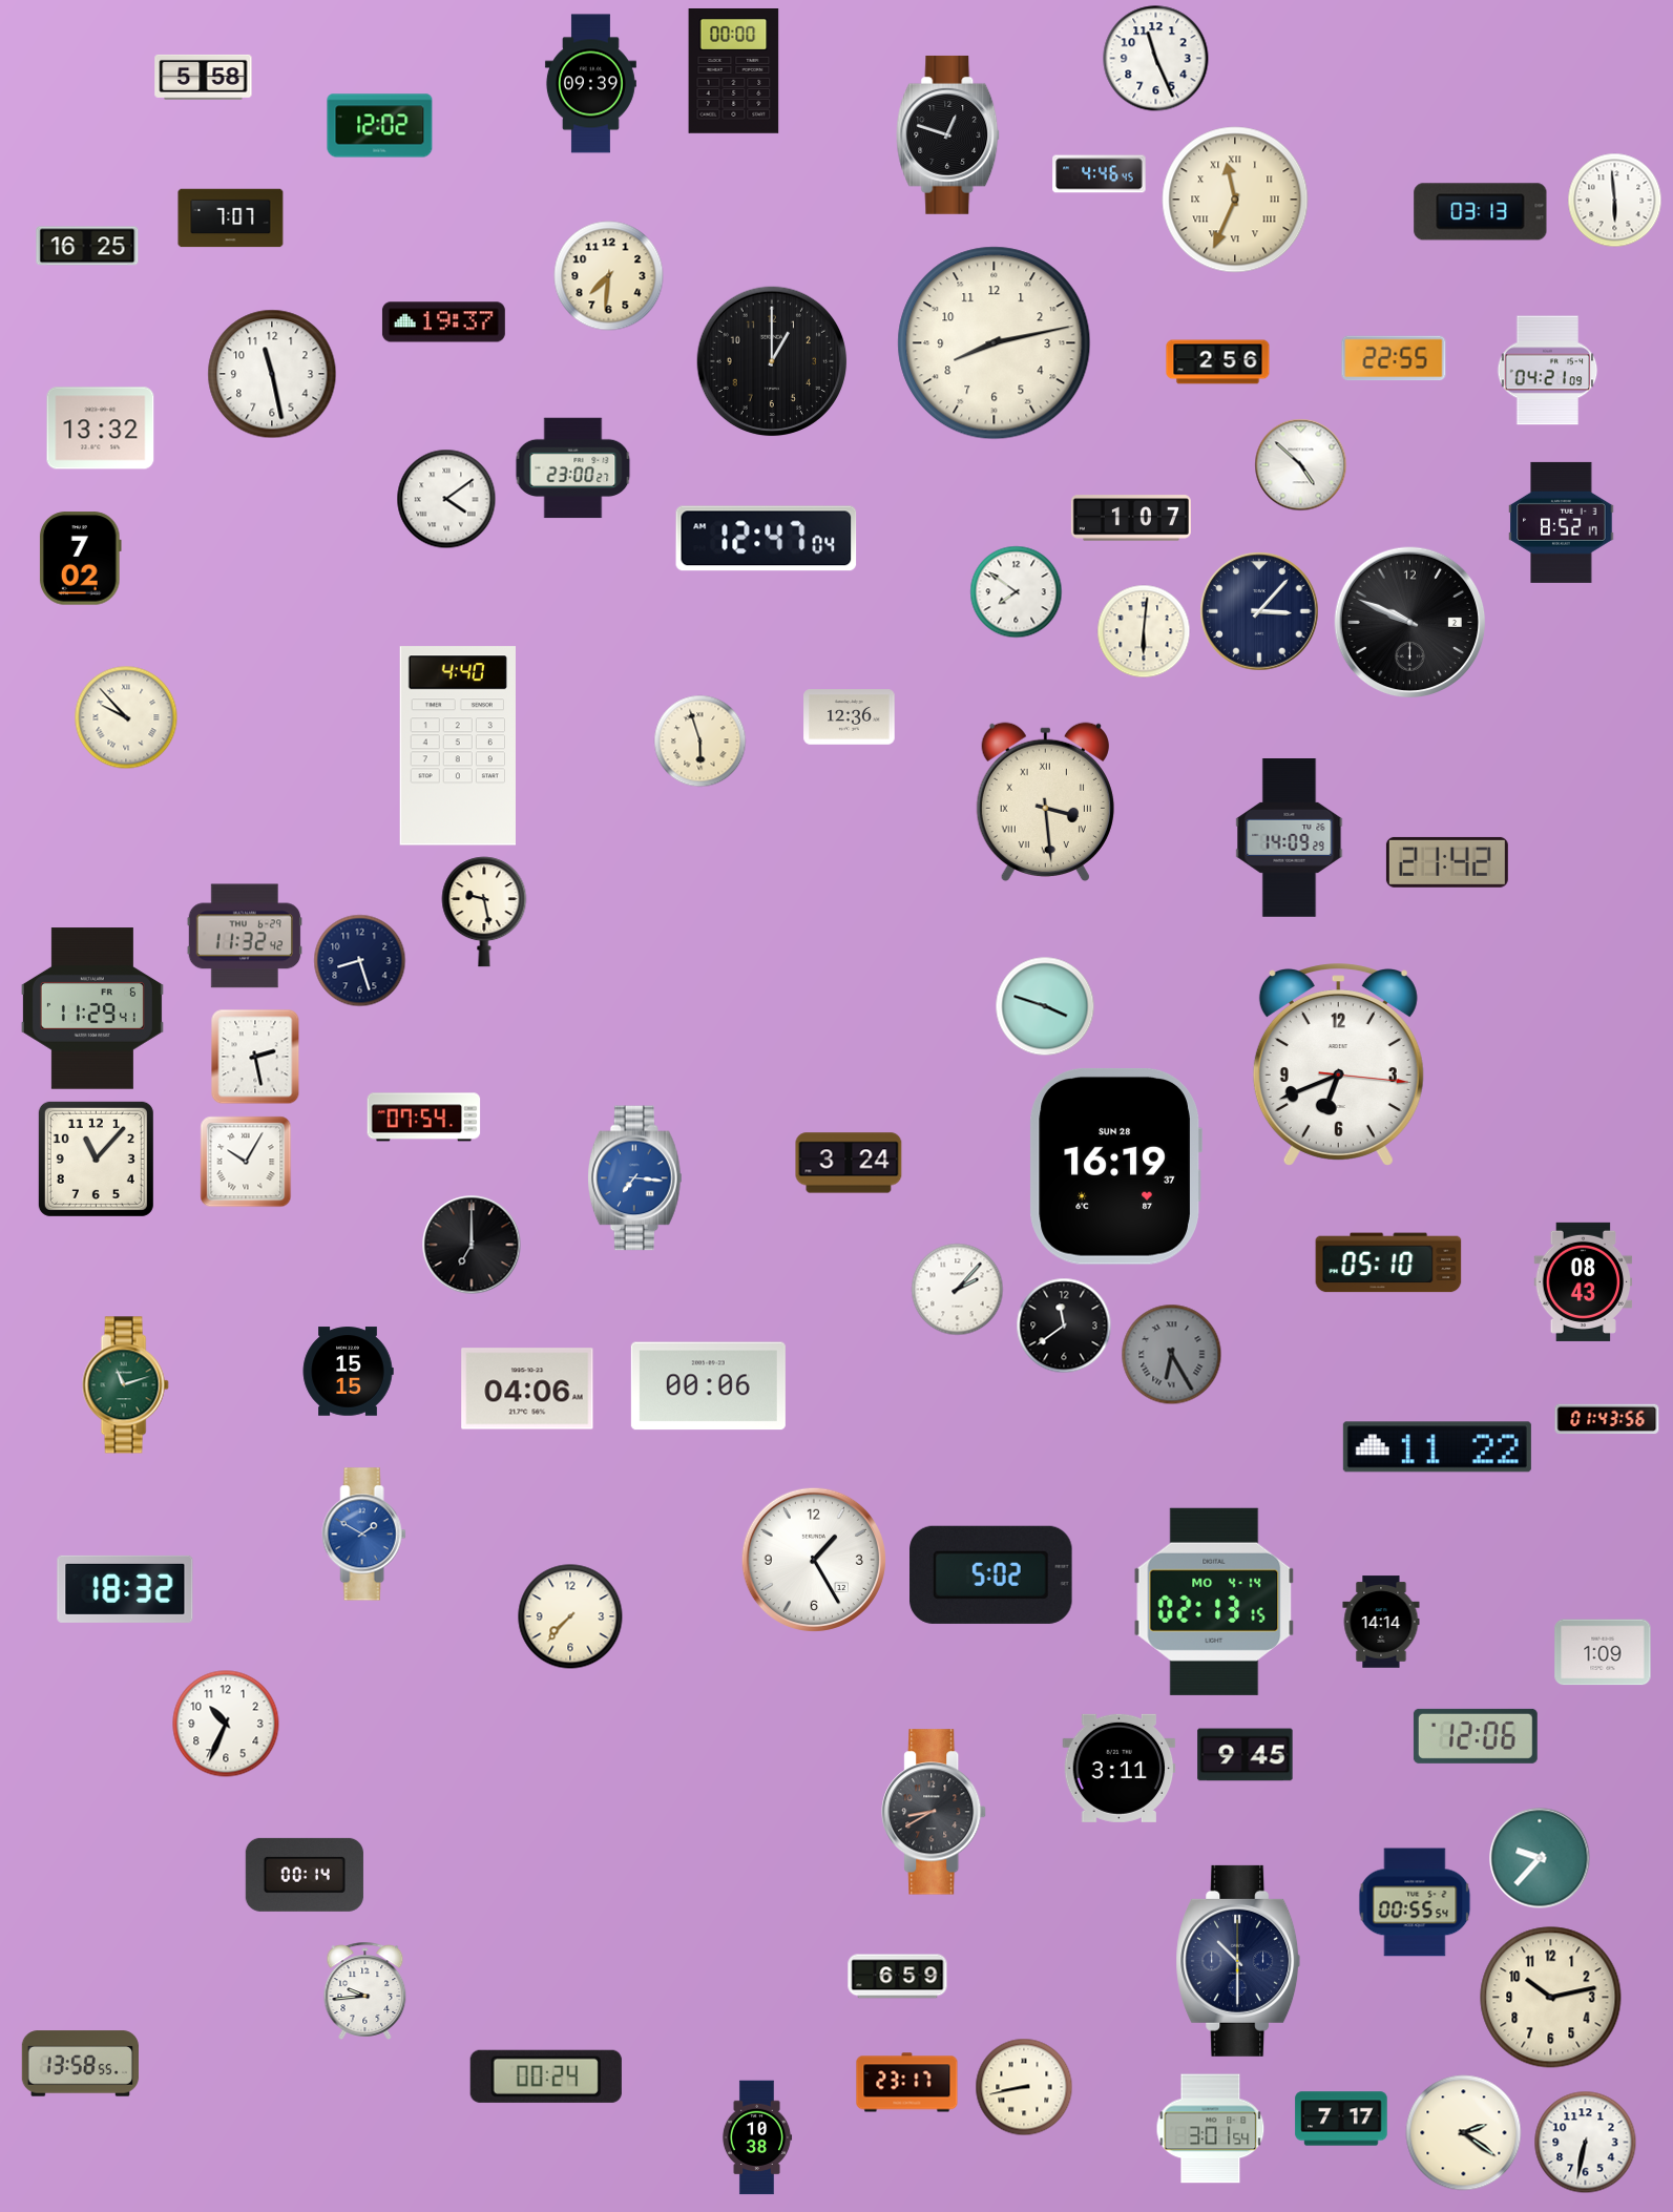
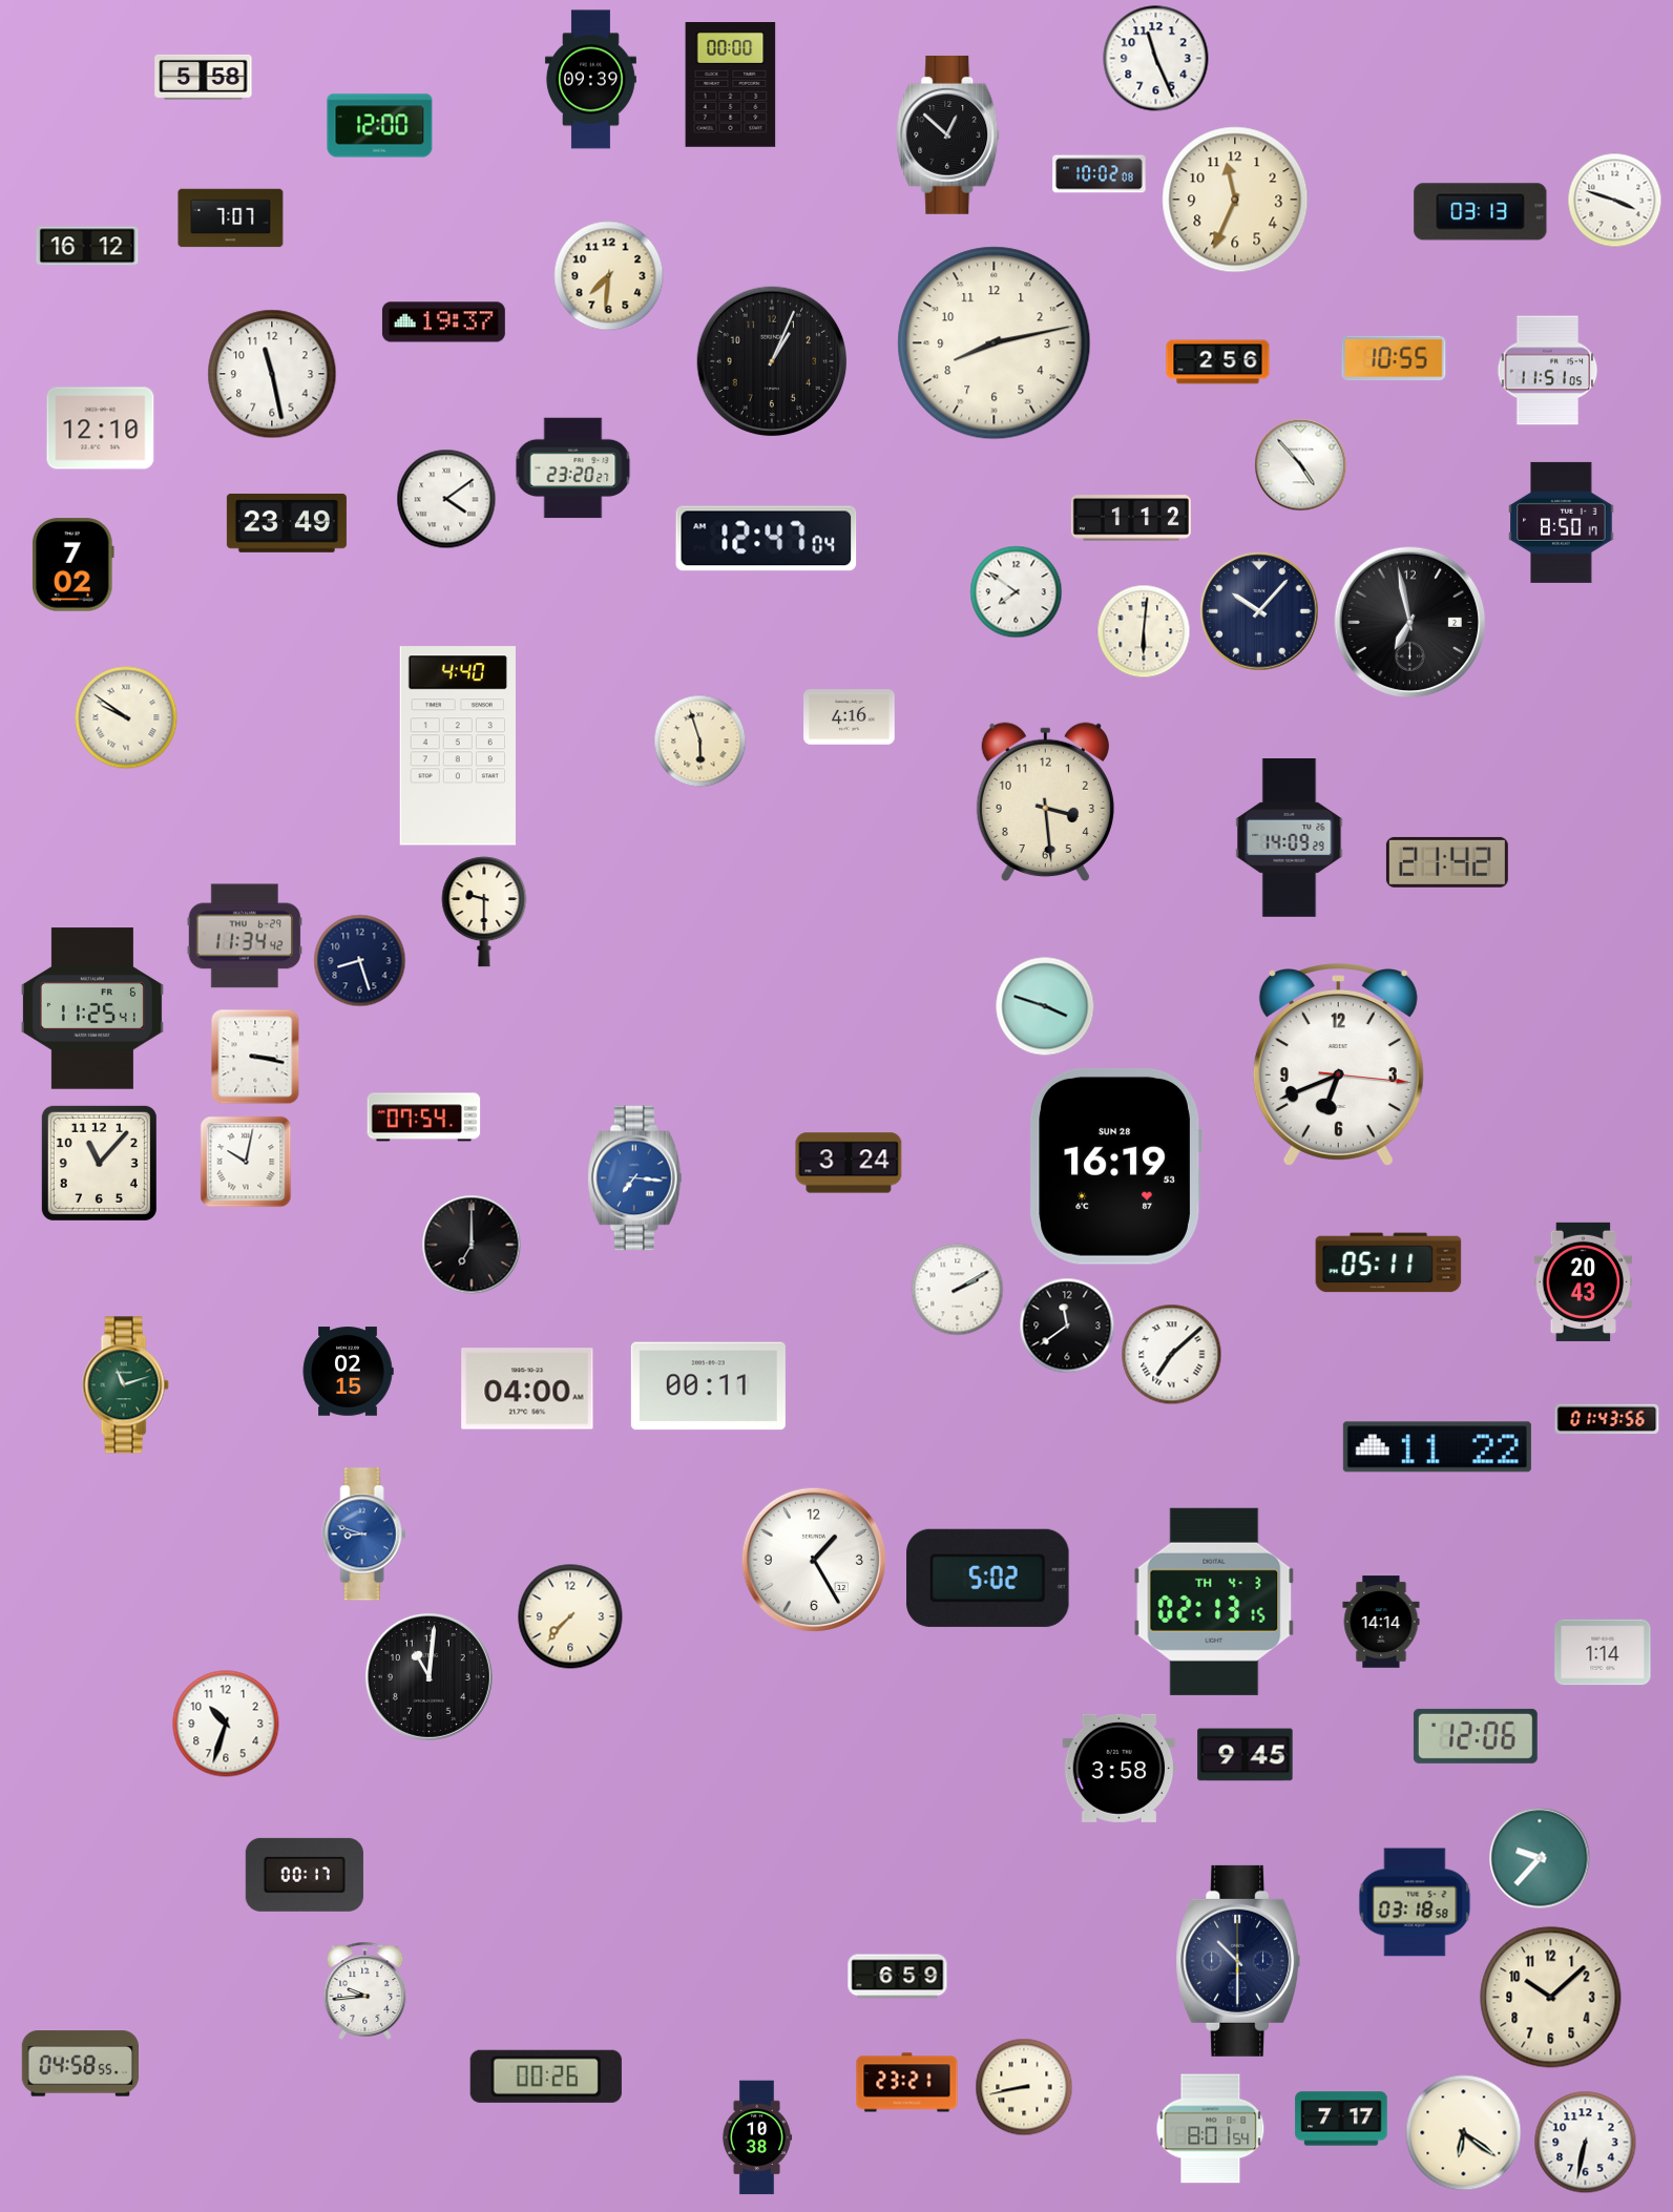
clock at (734, 71) position: (734, 71) -> (731, 85)
clock at (590, 84) position: (590, 84) -> (590, 80)
clock at (380, 126): 12:02 -> 12:00
clock at (948, 134): 12:48 -> 12:52
clock at (1100, 174): 4:46 -> 10:02
clock at (1235, 200) numerals: Roman -> Arabic
clock at (1615, 201): 5:59 -> 3:48
clock at (87, 246): 16:25 -> 16:12
clock at (1394, 358): 22:55 -> 10:55
clock at (772, 361): 1:00 -> 1:04
clock at (1548, 371): 04:21 -> 11:51
clock at (101, 429): 13:32 -> 12:10
clock at (1301, 465): 4:52 -> 4:53
clock at (573, 468): 23:00 -> 23:20
clock at (1131, 518): 1:07 -> 1:12
clock at (1562, 522): 8:52 -> 8:50
clock at (287, 523): none -> 23:49
clock at (80, 559) position: (80, 559) -> (72, 565)
clock at (1259, 611): 3:07 -> 10:07
clock at (1410, 623): 9:49 -> 6:58
clock at (126, 717): 9:53 -> 9:51
clock at (850, 717): 12:36 -> 4:16
clock at (1045, 802) numerals: Roman -> Arabic
clock at (484, 912): 9:28 -> 9:30
clock at (244, 936): 11:32 -> 11:34
clock at (92, 1008): 11:29 -> 11:25
clock at (255, 1057): 2:28 -> 3:17
clock at (96, 1159) position: (96, 1159) -> (99, 1163)
clock at (246, 1162): 10:05 -> 10:02
clock at (1115, 1166): 16:19:37 -> 16:19:53
clock at (1388, 1262): 05:10 -> 05:11
clock at (1584, 1281): 08:43 -> 20:43
clock at (958, 1290): 2:07 -> 2:10
clock at (1064, 1326) position: (1064, 1326) -> (1067, 1326)
clock at (1172, 1355): 6:25 -> 7:08
clock at (1172, 1355) dial: grey -> white
clock at (348, 1372): 15:15 -> 02:15
clock at (708, 1386): 00:06 -> 00:11
clock at (527, 1389): 04:06 -> 04:00
clock at (364, 1535): 1:50 -> 8:48
clock at (991, 1574) position: (991, 1574) -> (988, 1578)
clock at (125, 1589): 18:32 -> none
clock at (1214, 1602) date: MO 4-14 -> TH 4-3
clock at (1603, 1652): 1:09 -> 1:14
clock at (428, 1676): none -> 11:01
clock at (226, 1724): 10:34 -> 10:33
clock at (1120, 1768): 3:11 -> 3:58
clock at (935, 1812): 8:40 -> none
clock at (305, 1875): 00:14 -> 00:17
clock at (1415, 1902): 00:55 -> 03:18
clock at (1551, 1998): 10:13 -> 10:08
clock at (80, 2064): 13:58 -> 04:58
clock at (546, 2077): 00:24 -> 00:26
clock at (907, 2083): 23:17 -> 23:21
clock at (1211, 2129): 3:01 -> 8:01
clock at (1464, 2133): 2:21 -> 6:21
